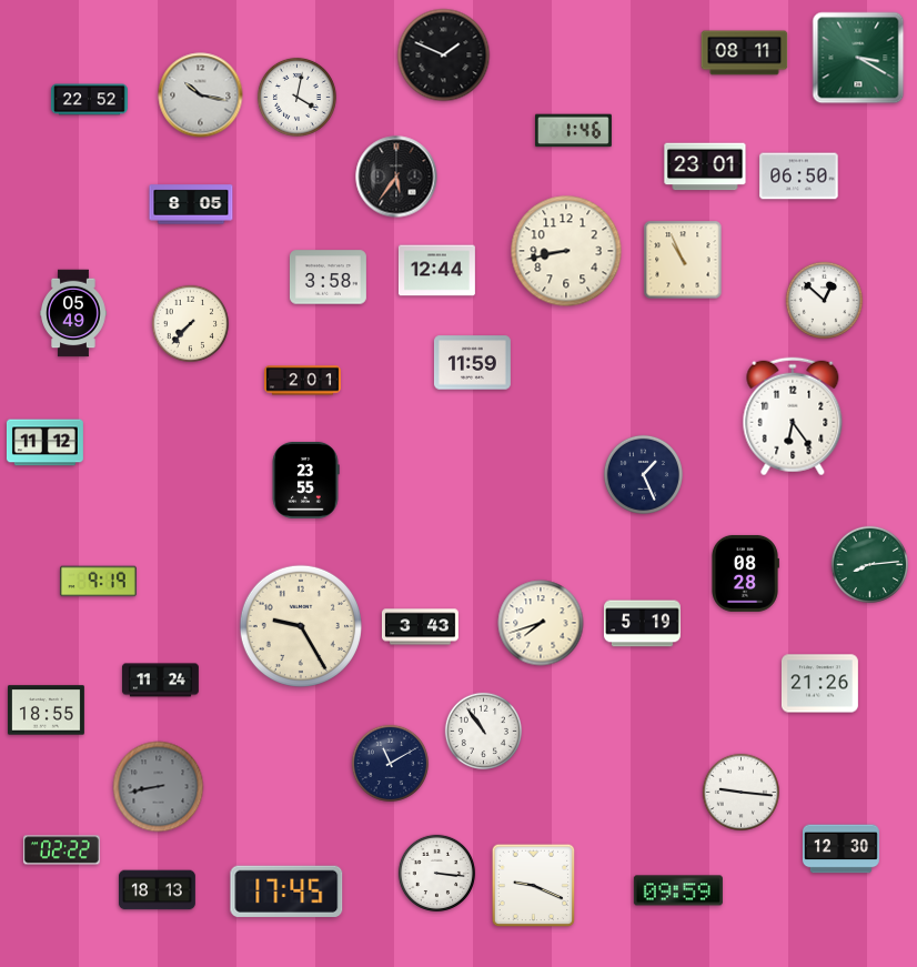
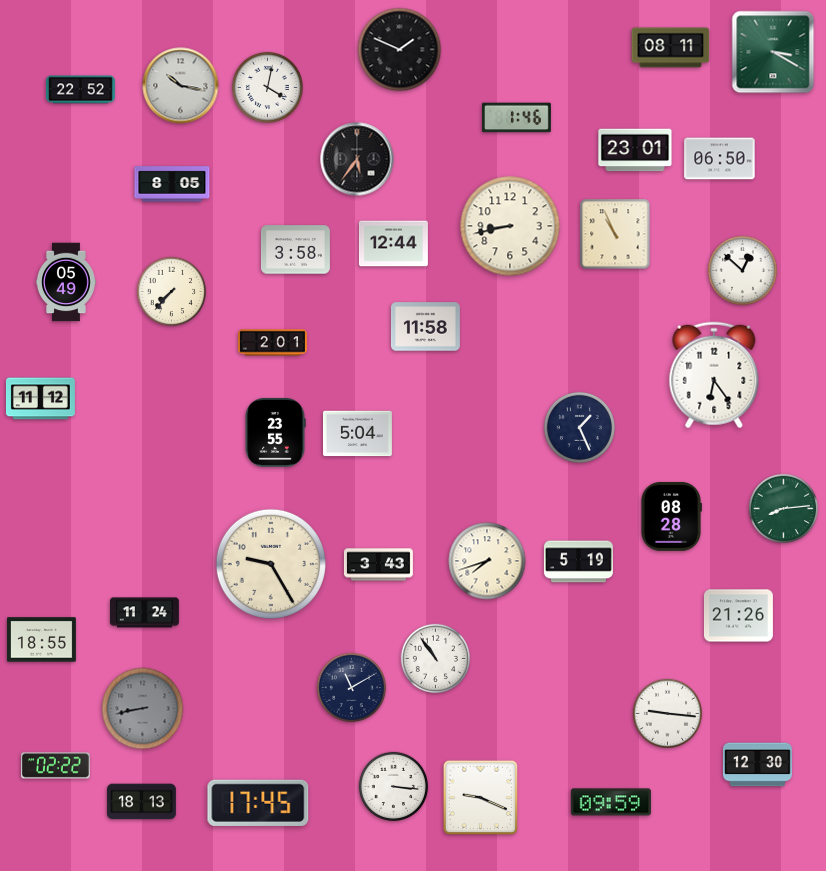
clock at (472, 363): 11:59 -> 11:58
clock at (357, 434): none -> 5:04
clock at (98, 582): 9:19 -> none
